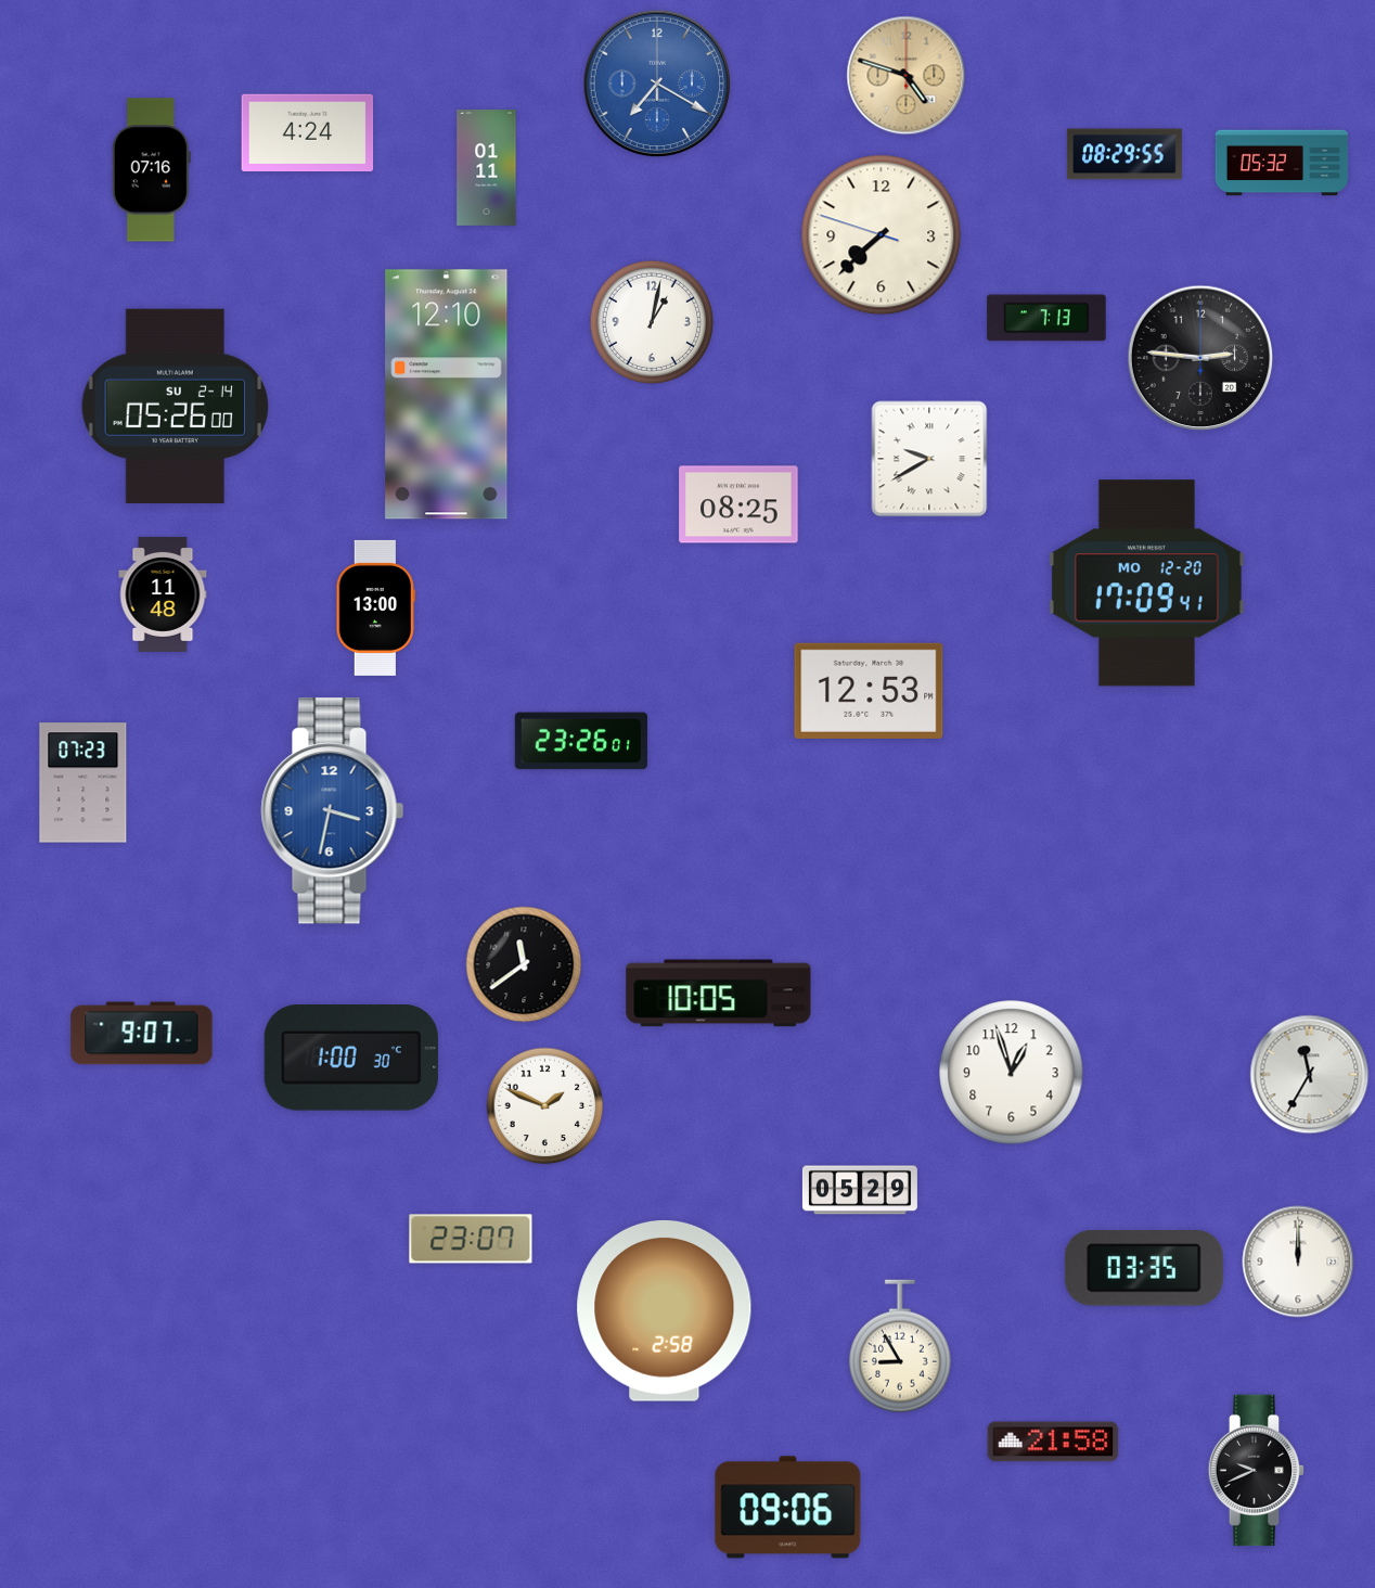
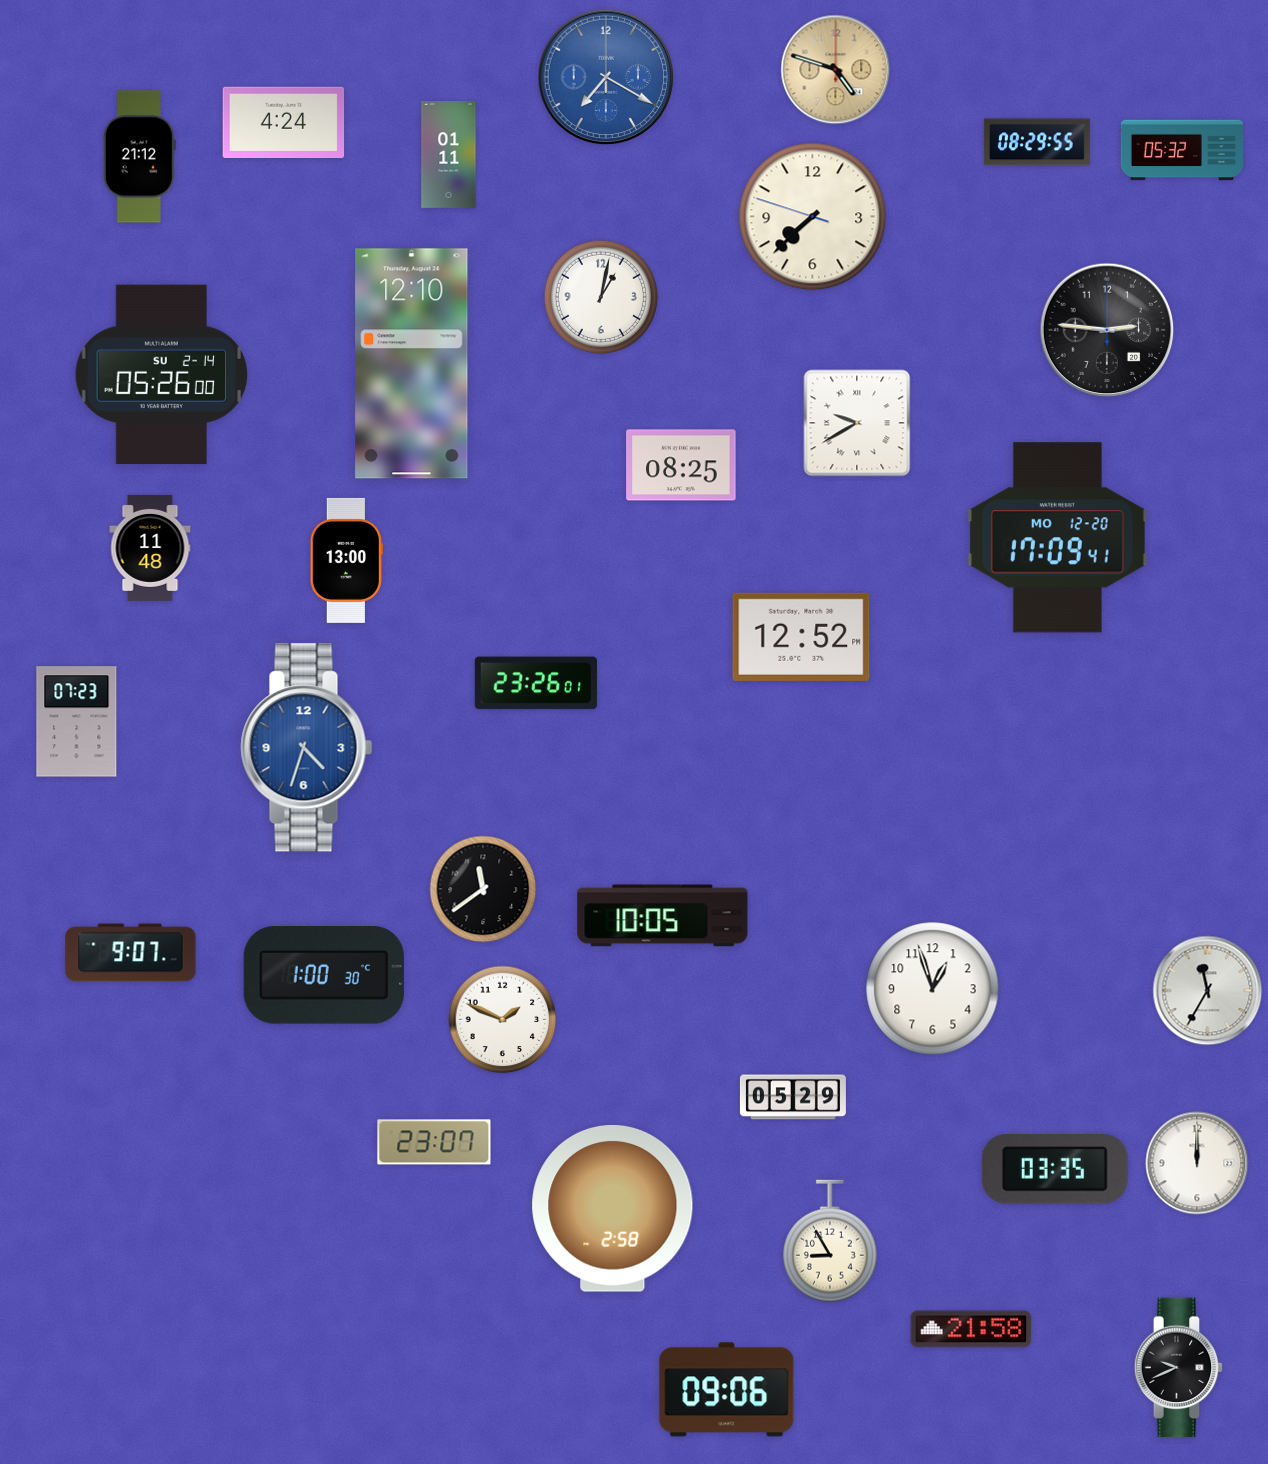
clock at (151, 170): 07:16 -> 21:12
clock at (1046, 318): 7:13 -> none
clock at (869, 691): 12:53 -> 12:52
clock at (333, 811): 3:32 -> 4:33
clock at (1257, 1471) position: (1257, 1471) -> (1179, 1368)
